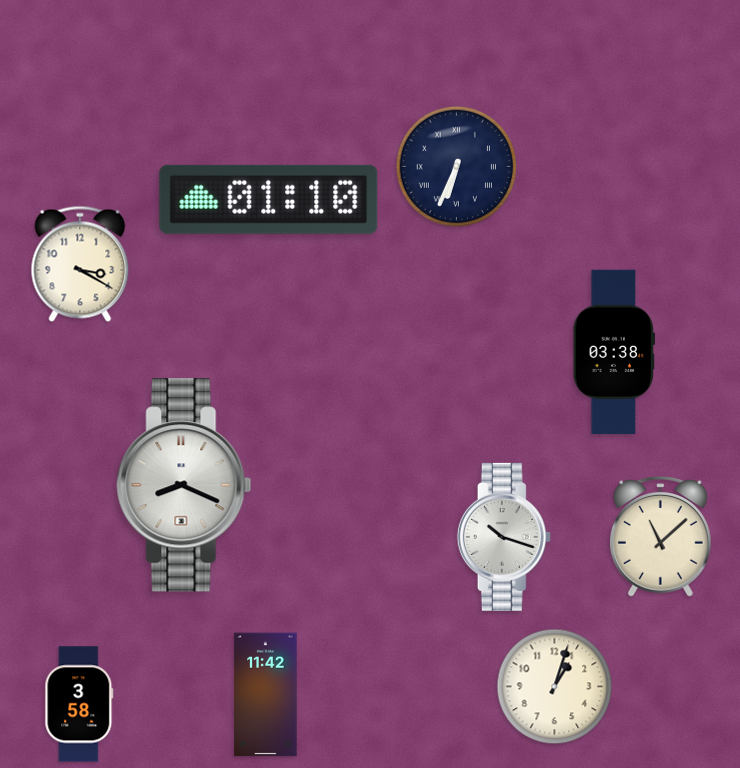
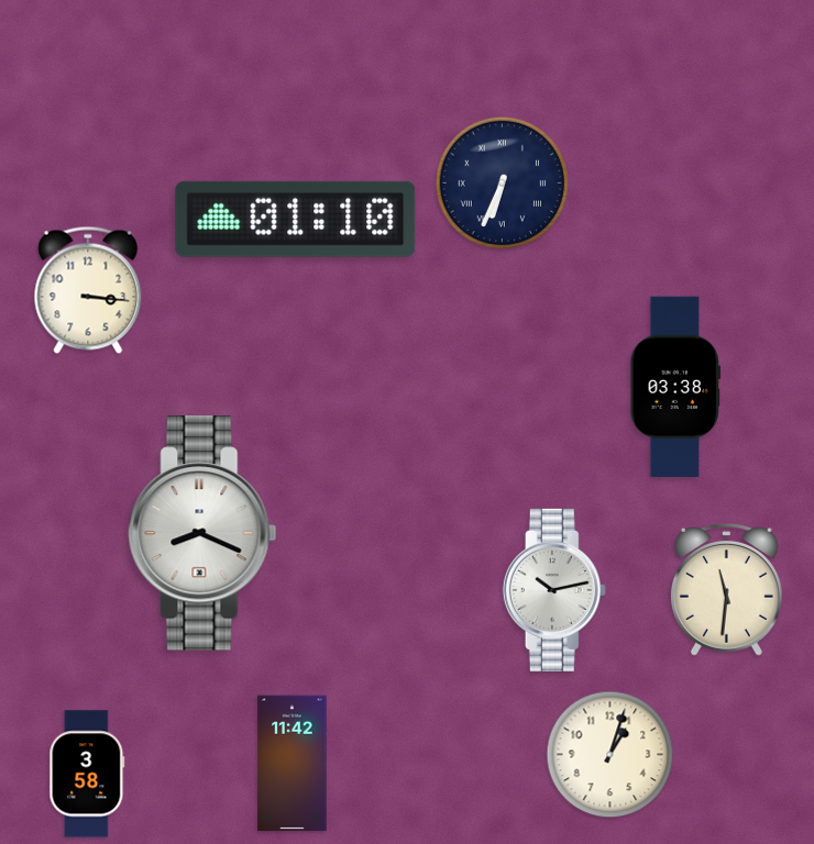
clock at (80, 264): 3:20 -> 3:16
clock at (504, 537): 10:18 -> 10:13
clock at (660, 537): 11:08 -> 11:31
